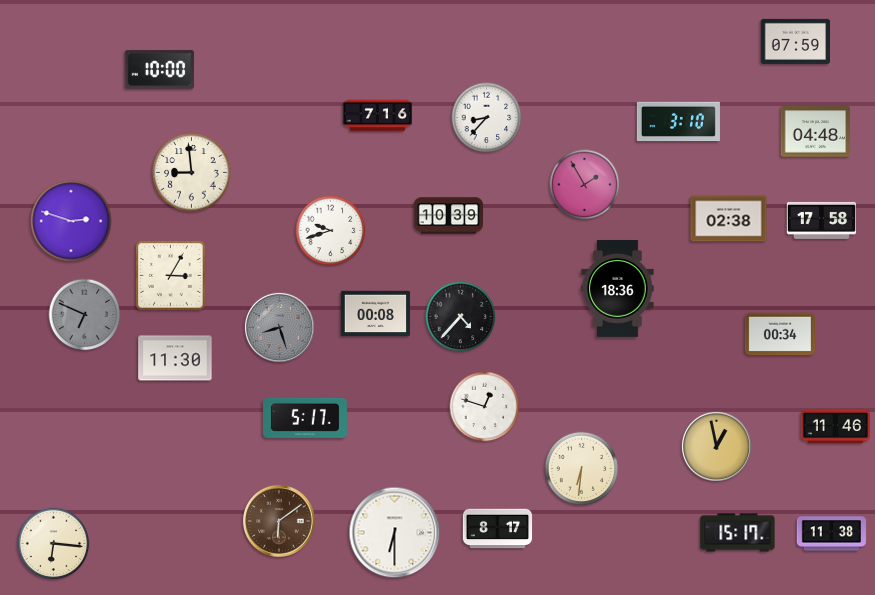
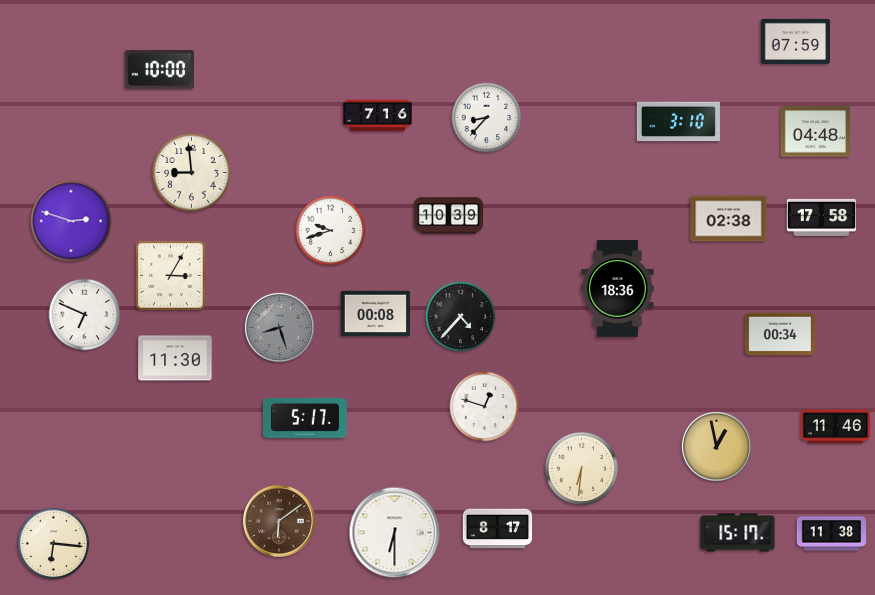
clock at (585, 185): 1:55 -> none
clock at (821, 220) position: (821, 220) -> (821, 217)
clock at (85, 315) dial: grey -> white
